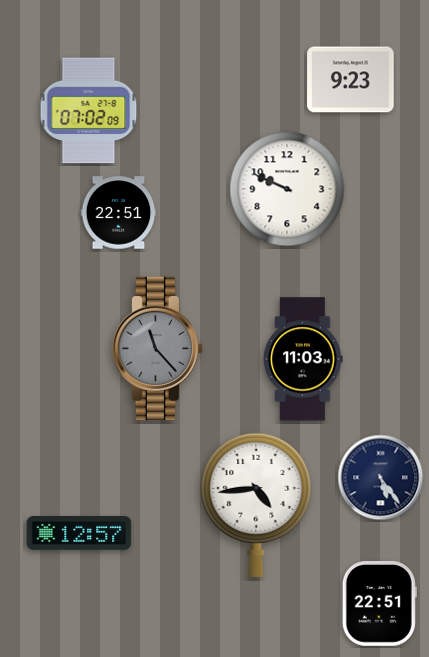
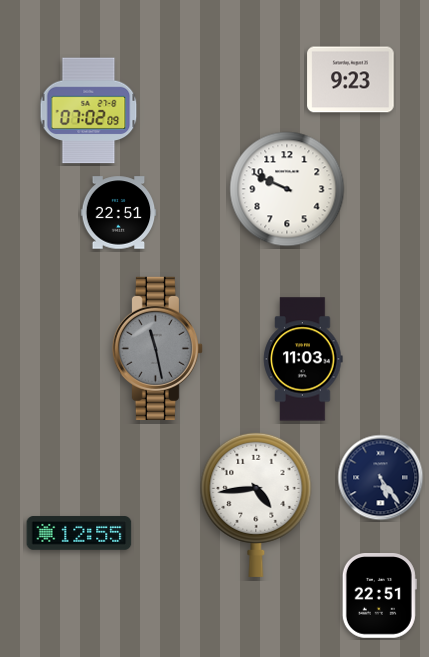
clock at (157, 348): 11:23 -> 11:28
clock at (79, 533): 12:57 -> 12:55
clock at (379, 604) position: (379, 604) -> (379, 596)
